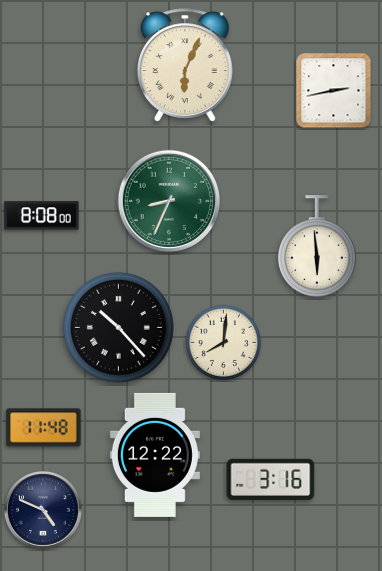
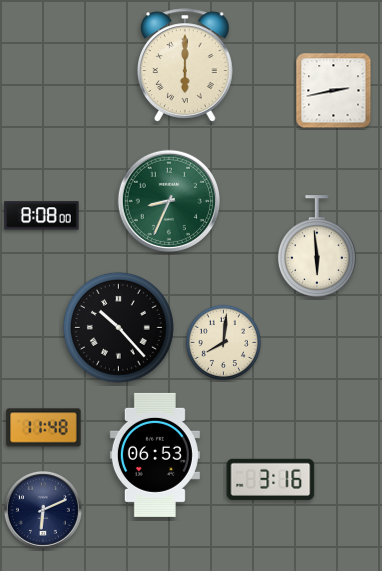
clock at (186, 65): 6:04 -> 6:00
clock at (155, 455): 12:22 -> 06:53
clock at (43, 510): 4:49 -> 6:11
